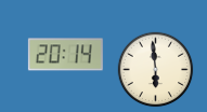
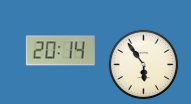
clock at (156, 70): 5:59 -> 5:54
